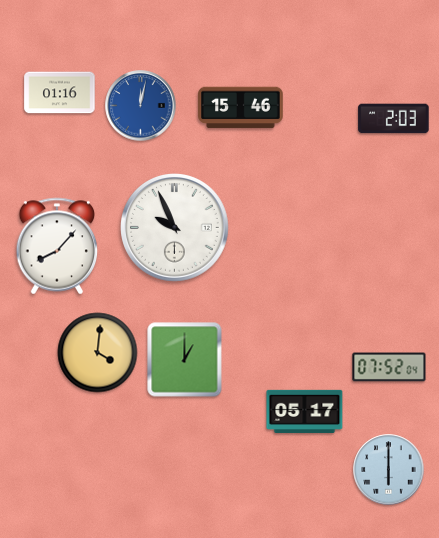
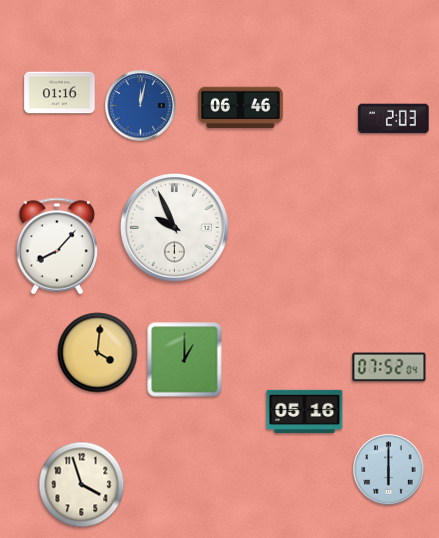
clock at (241, 108): 15:46 -> 06:46
clock at (305, 411): 05:17 -> 05:16
clock at (82, 485): none -> 3:57
